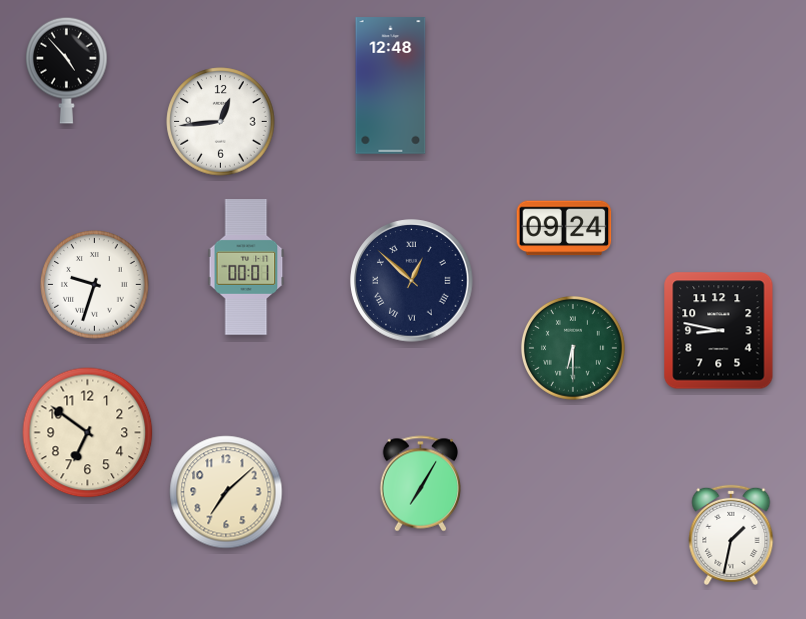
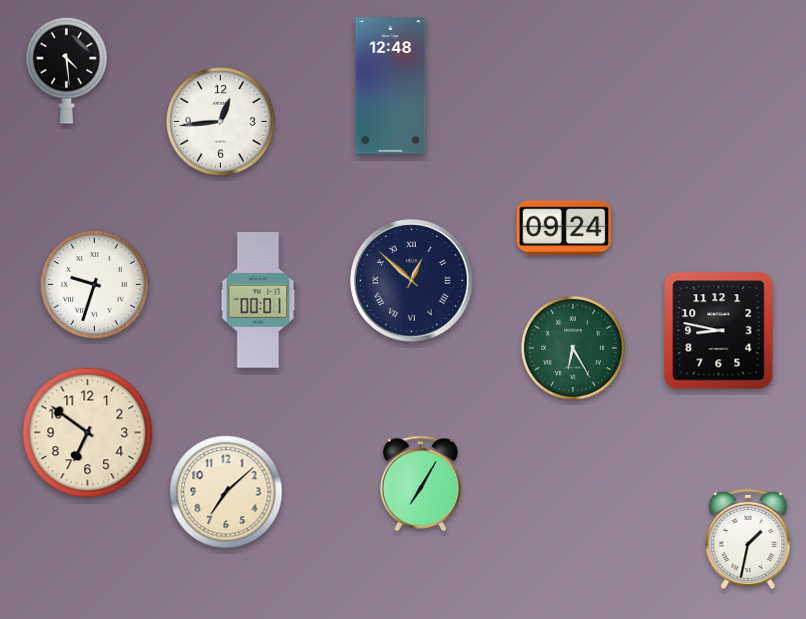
clock at (67, 70): 4:53 -> 4:29
clock at (246, 268) position: (246, 268) -> (258, 301)
clock at (573, 348): 6:30 -> 6:25
clock at (731, 535) position: (731, 535) -> (748, 539)
